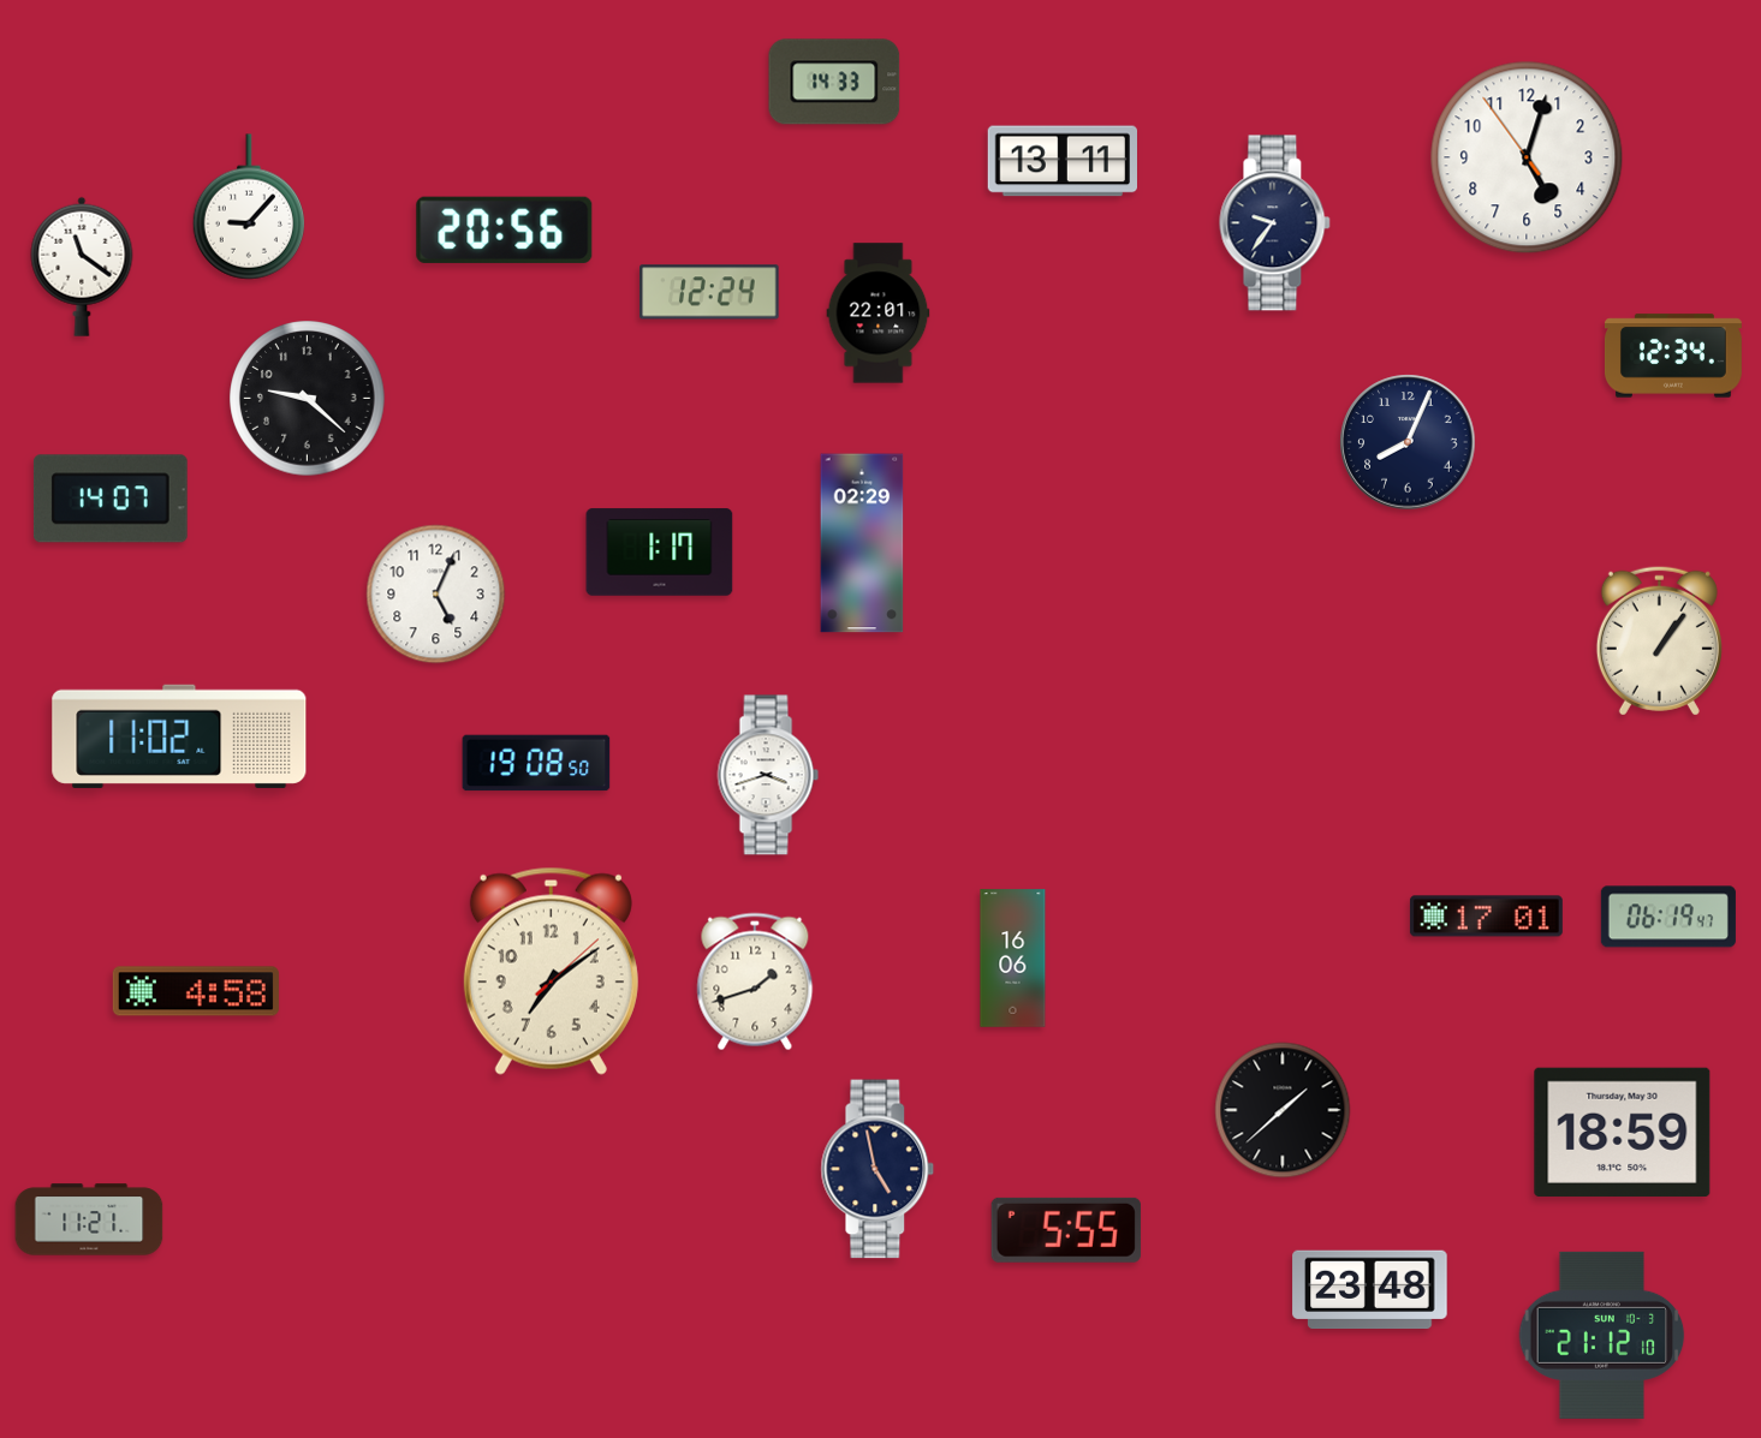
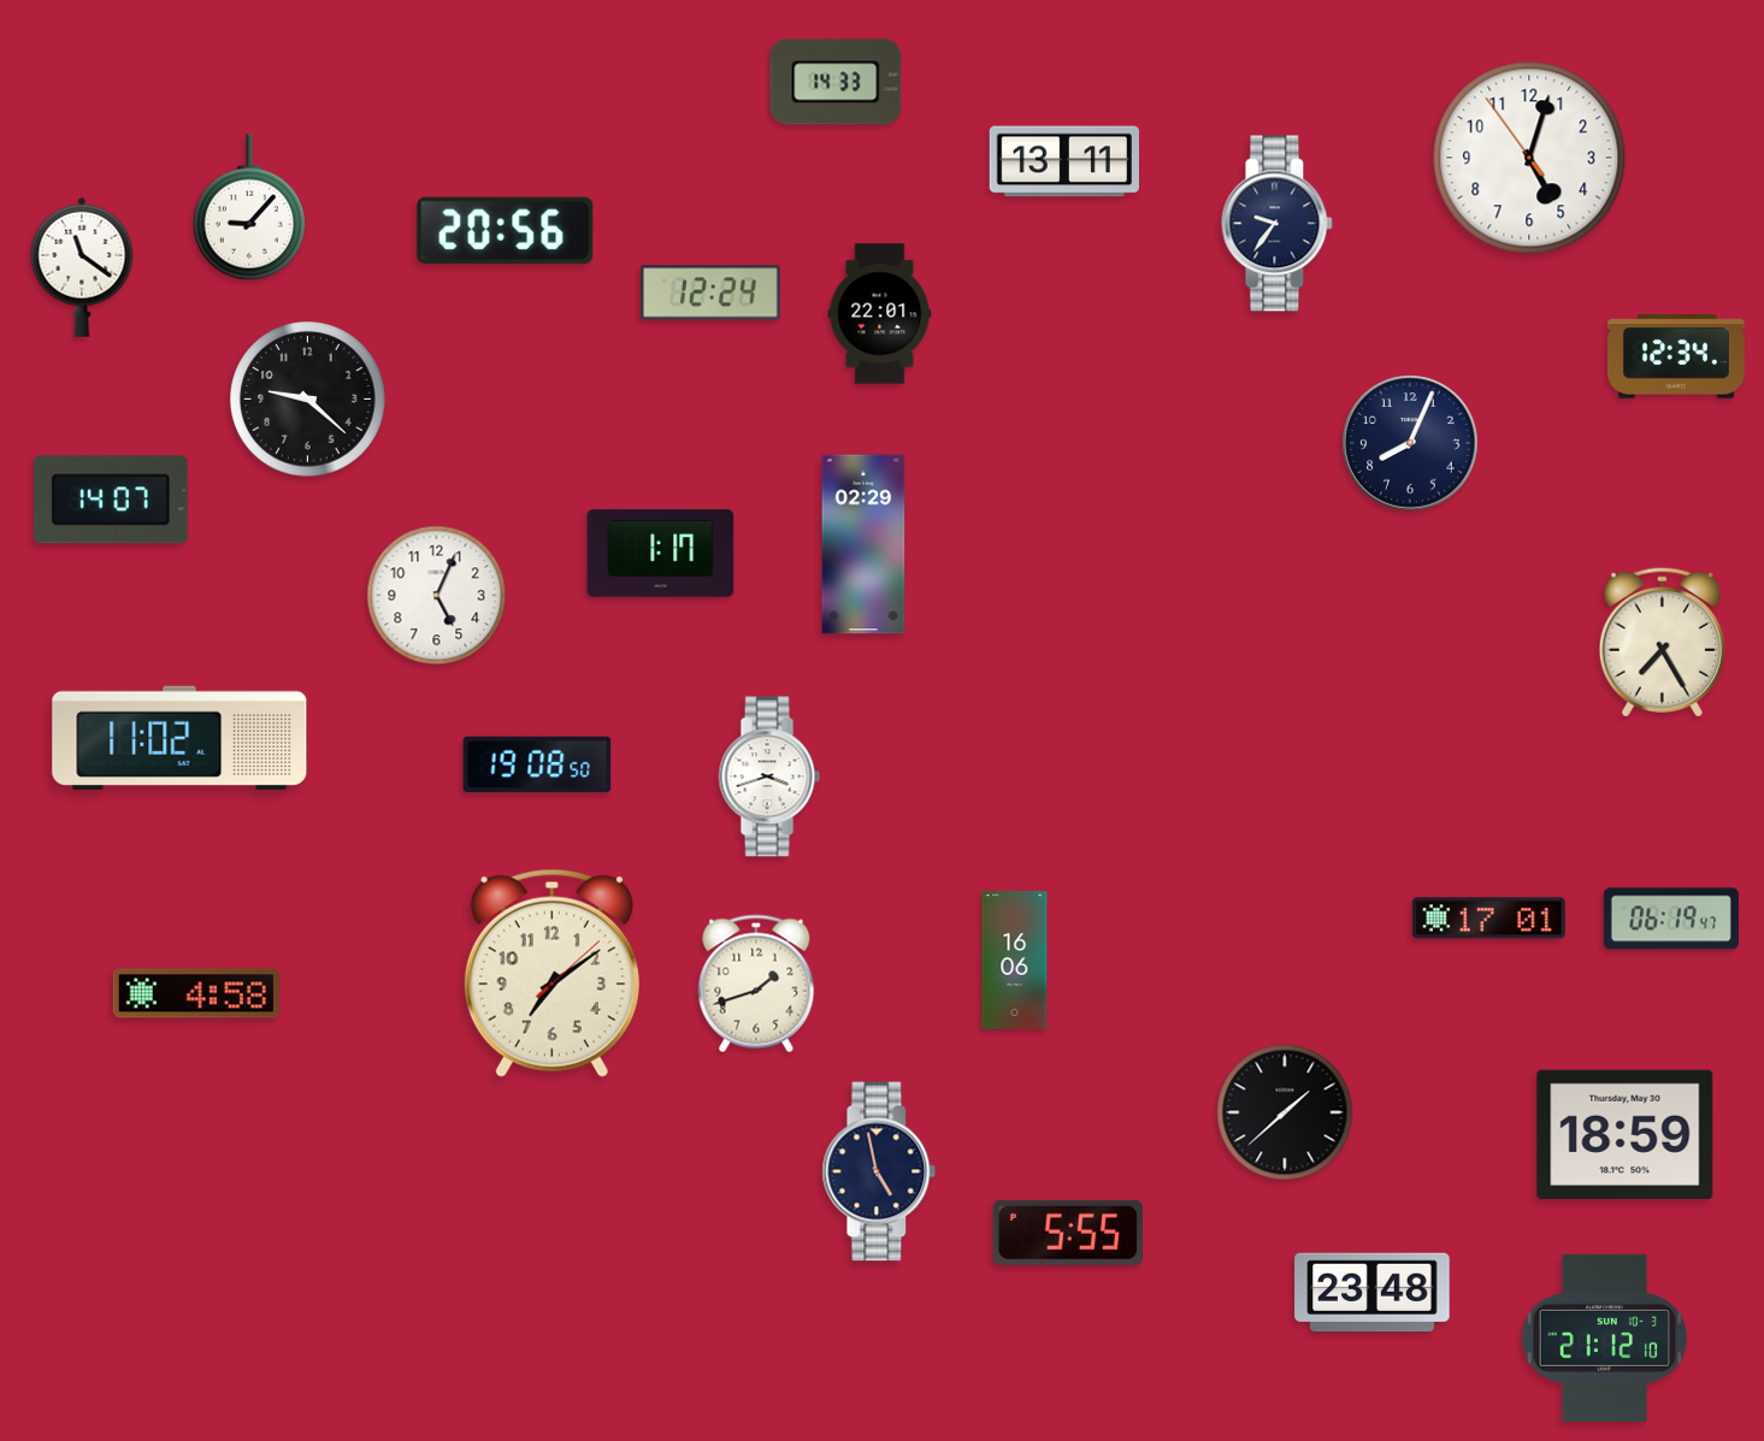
clock at (1659, 640): 1:06 -> 7:25
clock at (89, 1219): 11:21 -> none
